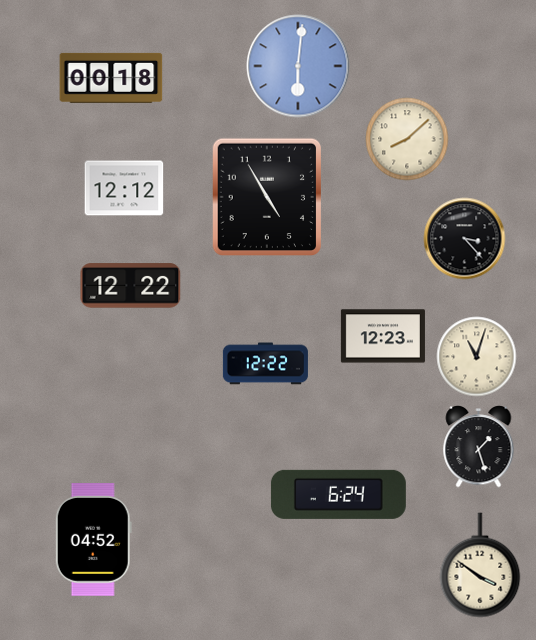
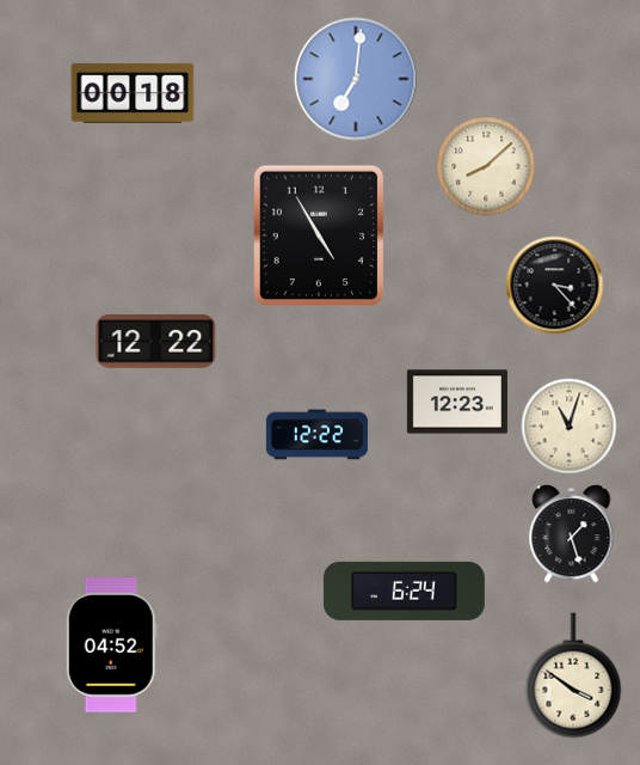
clock at (298, 66): 6:01 -> 7:01
clock at (124, 188): 12:12 -> none
